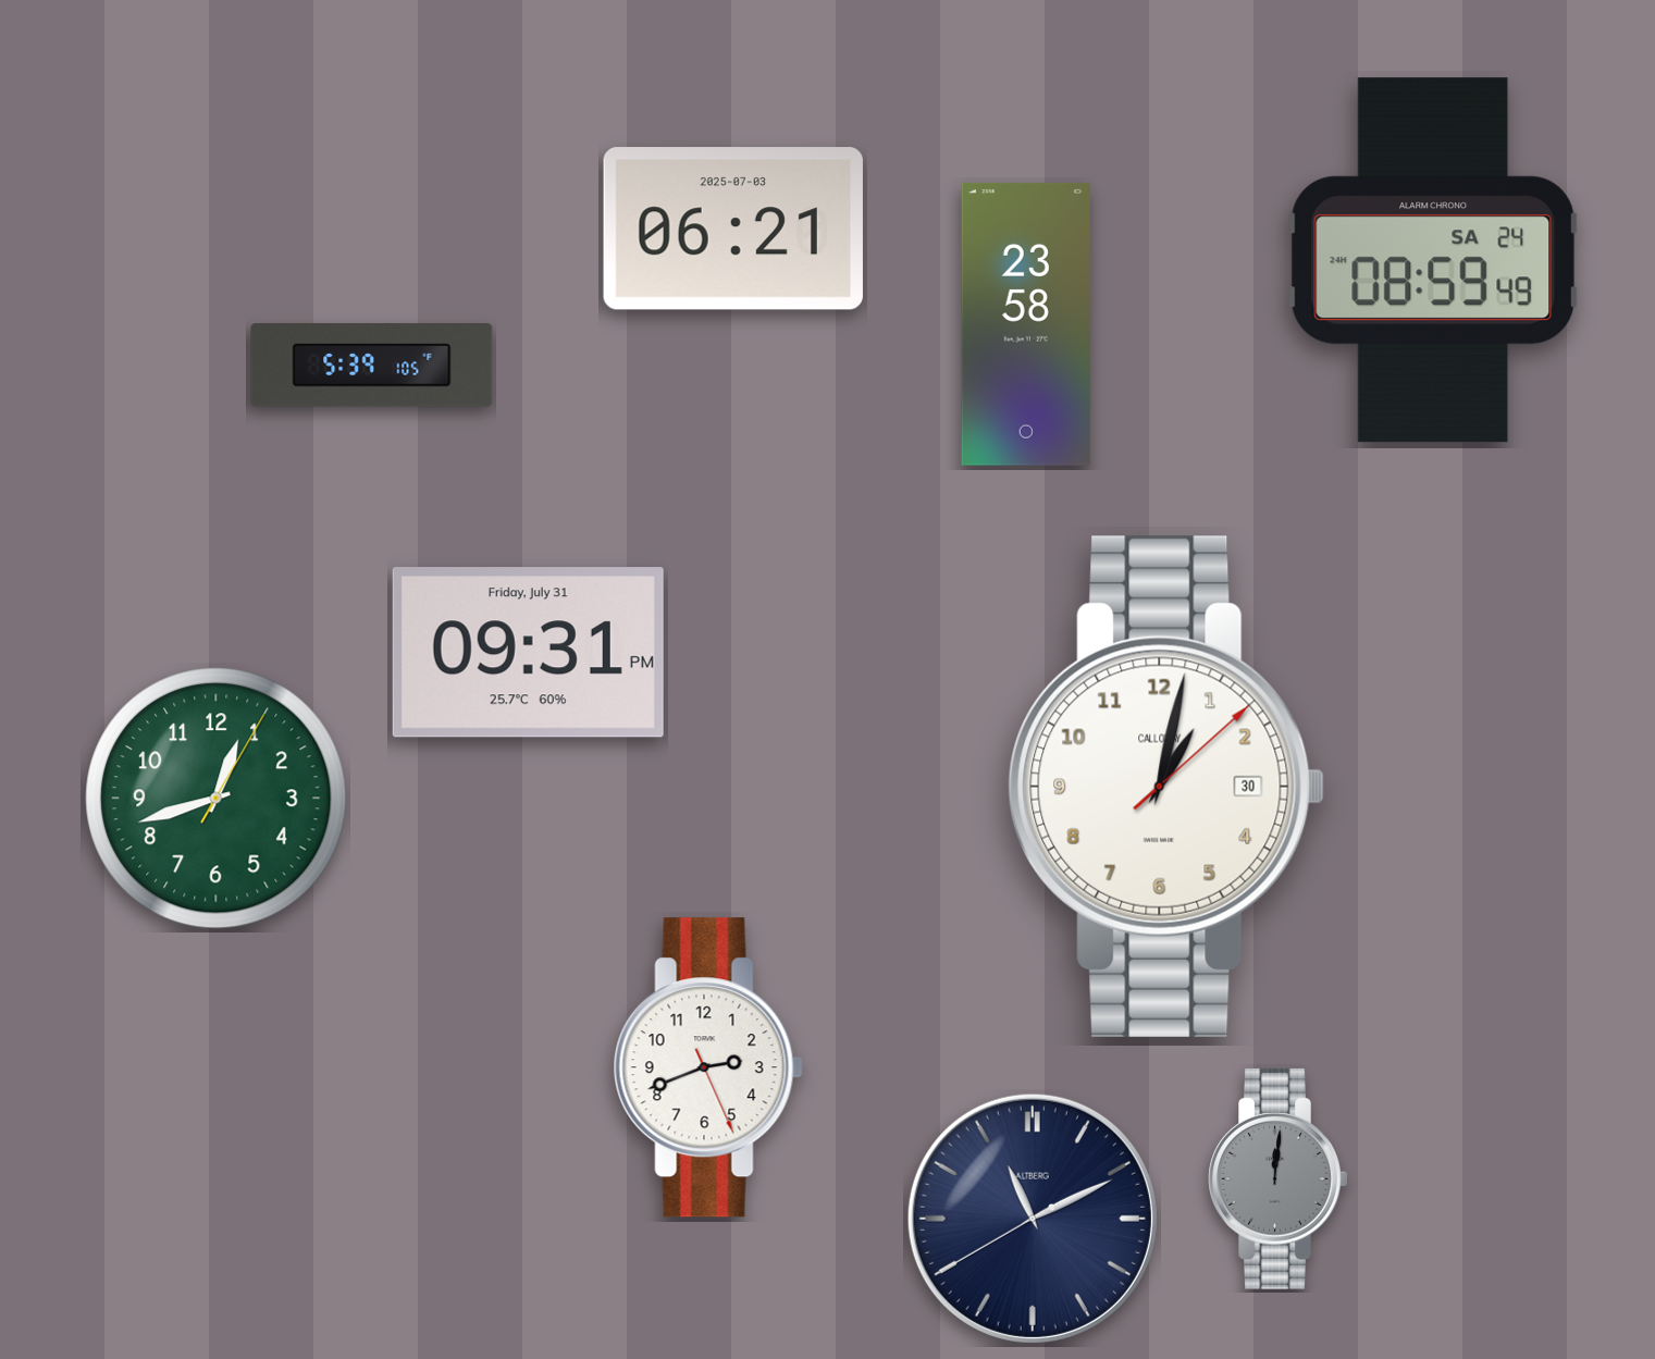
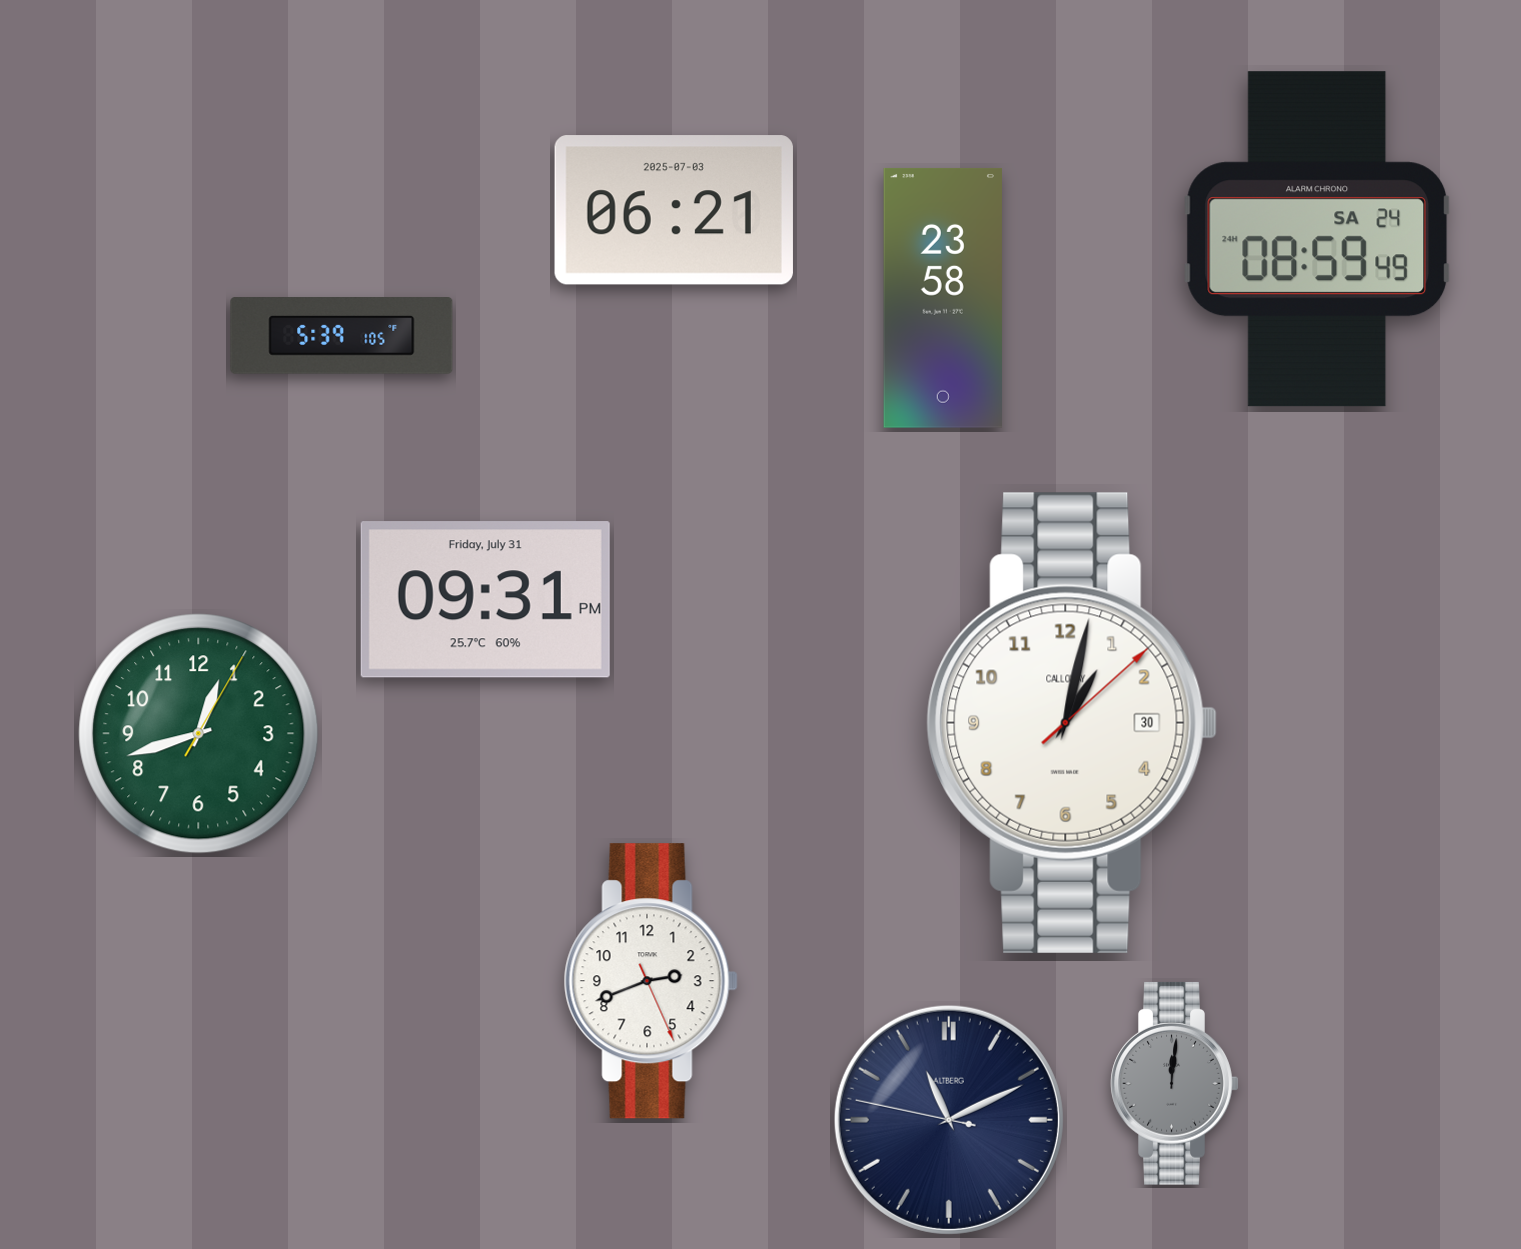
clock at (1033, 1219): 11:10:40 -> 11:10:47
